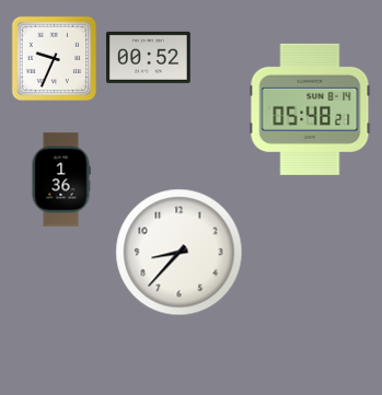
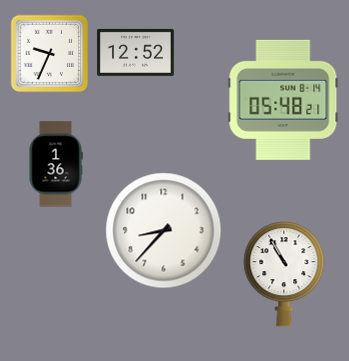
clock at (149, 57): 00:52 -> 12:52
clock at (284, 274): none -> 10:55
